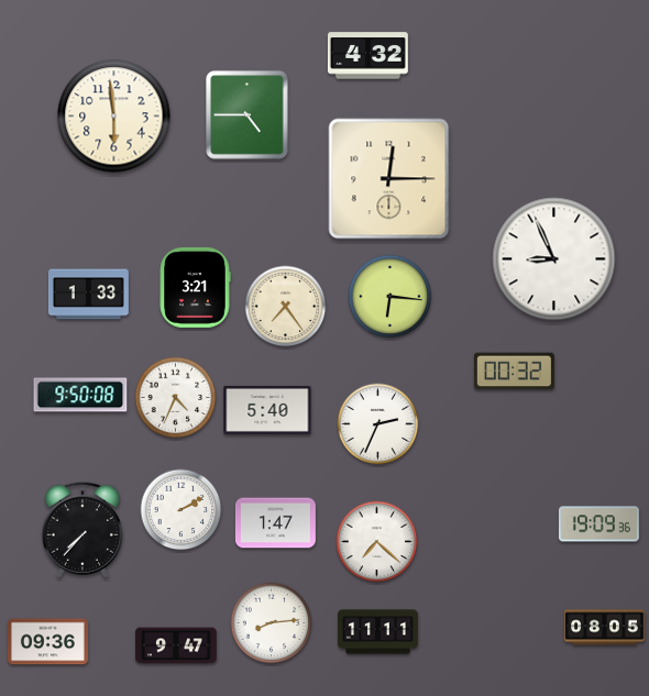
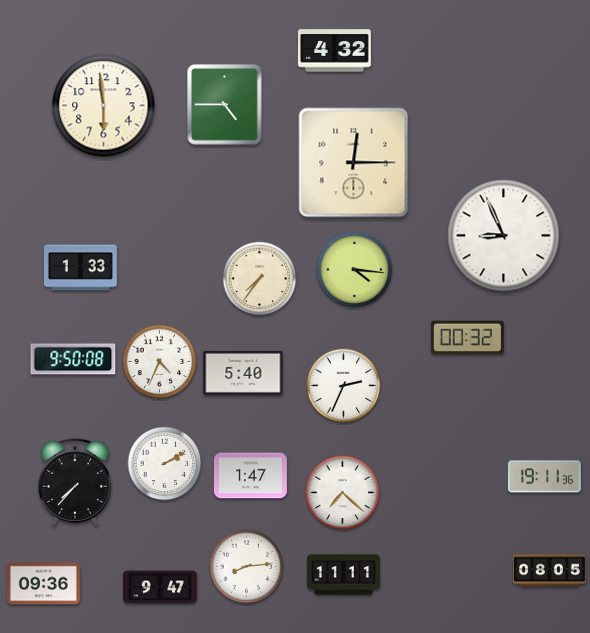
clock at (195, 287): 3:21 -> none
clock at (391, 297): 6:16 -> 4:16
clock at (286, 307): 7:24 -> 7:36
clock at (598, 524): 19:09 -> 19:11
